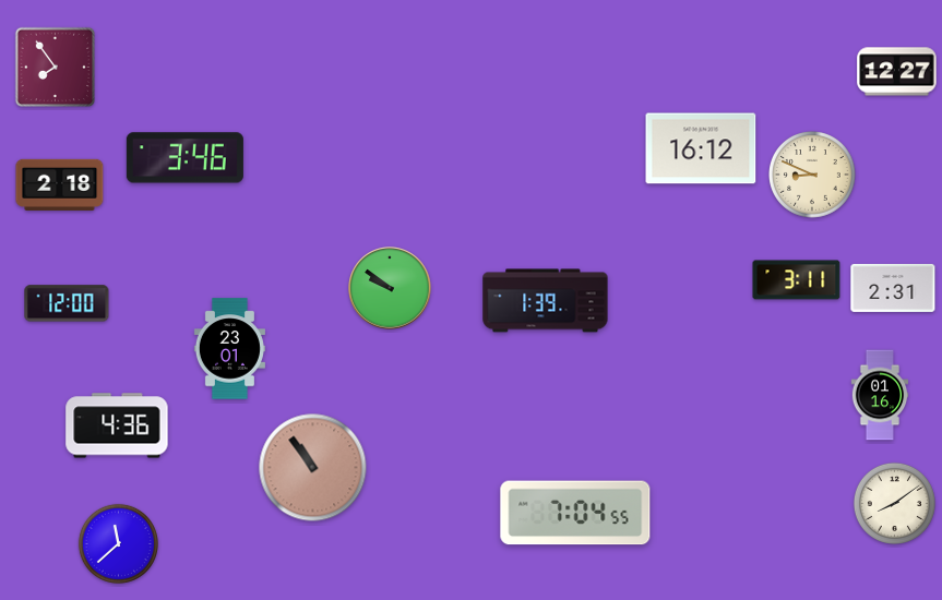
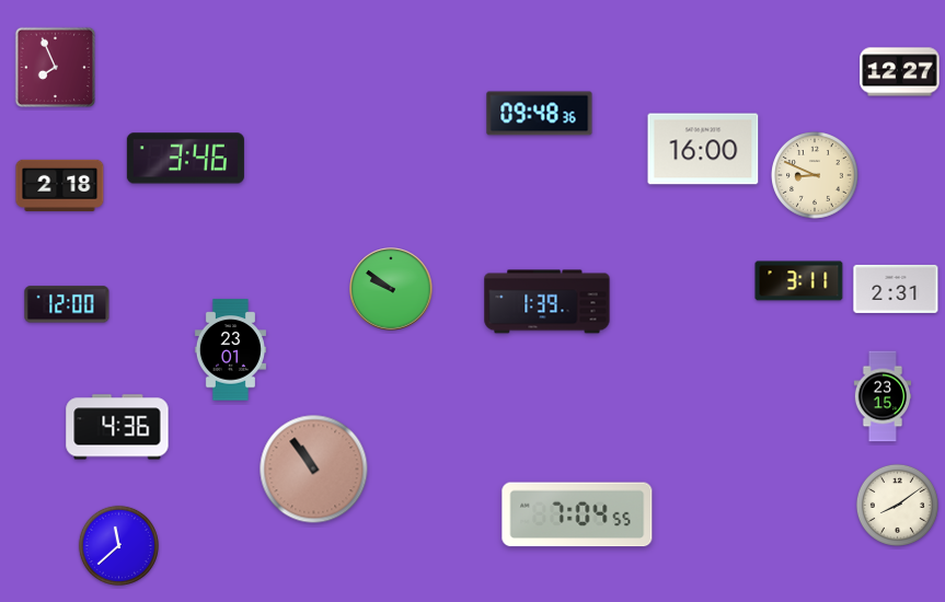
clock at (56, 68): 7:54 -> 7:56
clock at (540, 114): none -> 09:48
clock at (701, 148): 16:12 -> 16:00
clock at (880, 395): 01:16 -> 23:15
